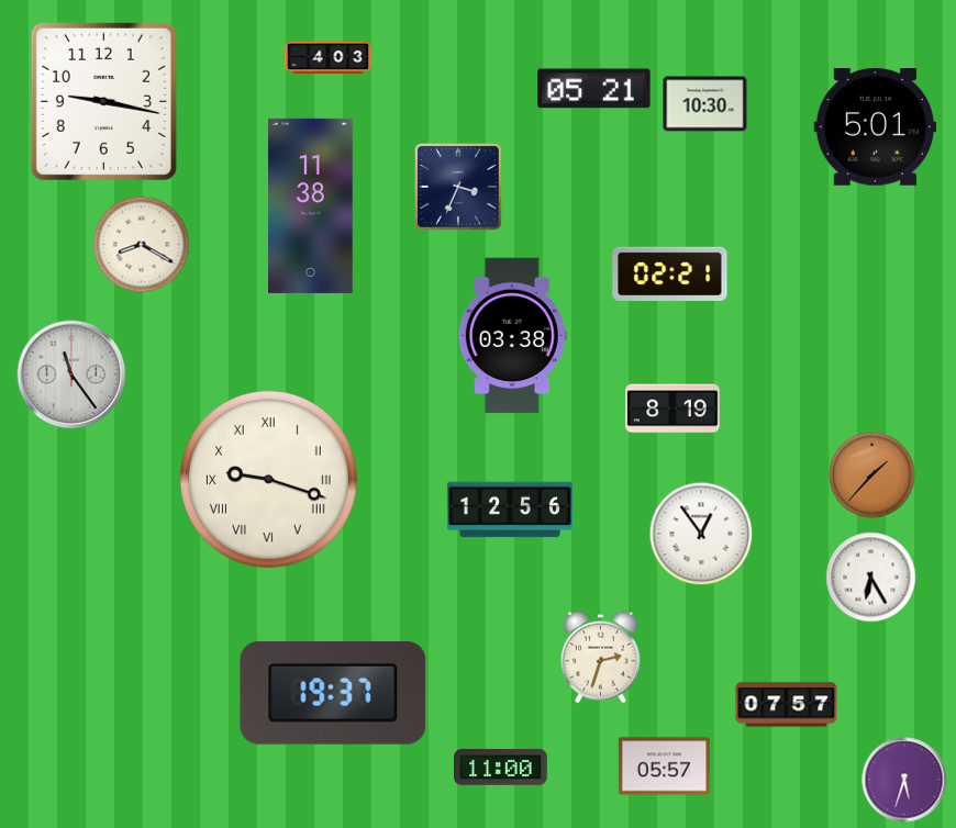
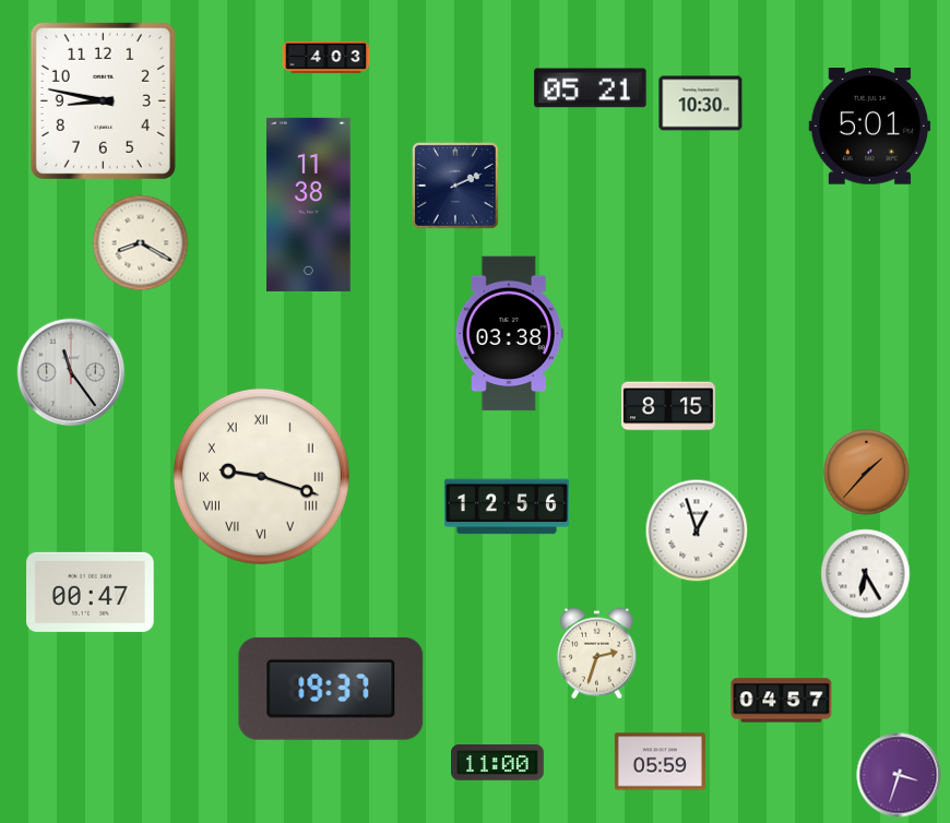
clock at (103, 101): 9:17 -> 8:47
clock at (458, 187): 3:34 -> 2:11
clock at (670, 273): 02:21 -> none
clock at (672, 409): 8:19 -> 8:15
clock at (268, 479) position: (268, 479) -> (261, 476)
clock at (701, 534): 12:54 -> 12:57
clock at (91, 592): none -> 00:47
clock at (787, 705): 07:57 -> 04:57
clock at (664, 767): 05:57 -> 05:59
clock at (904, 780): 5:33 -> 3:33
